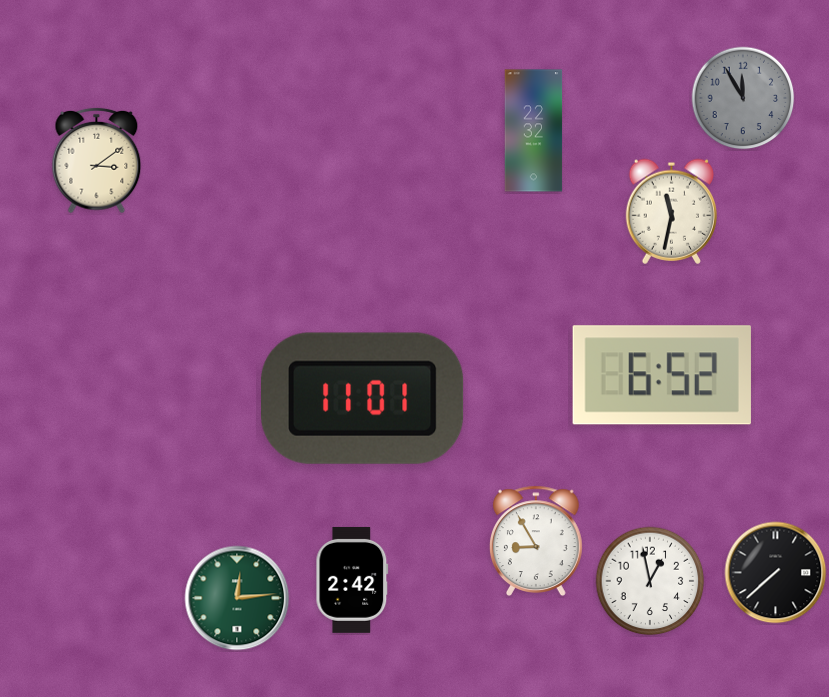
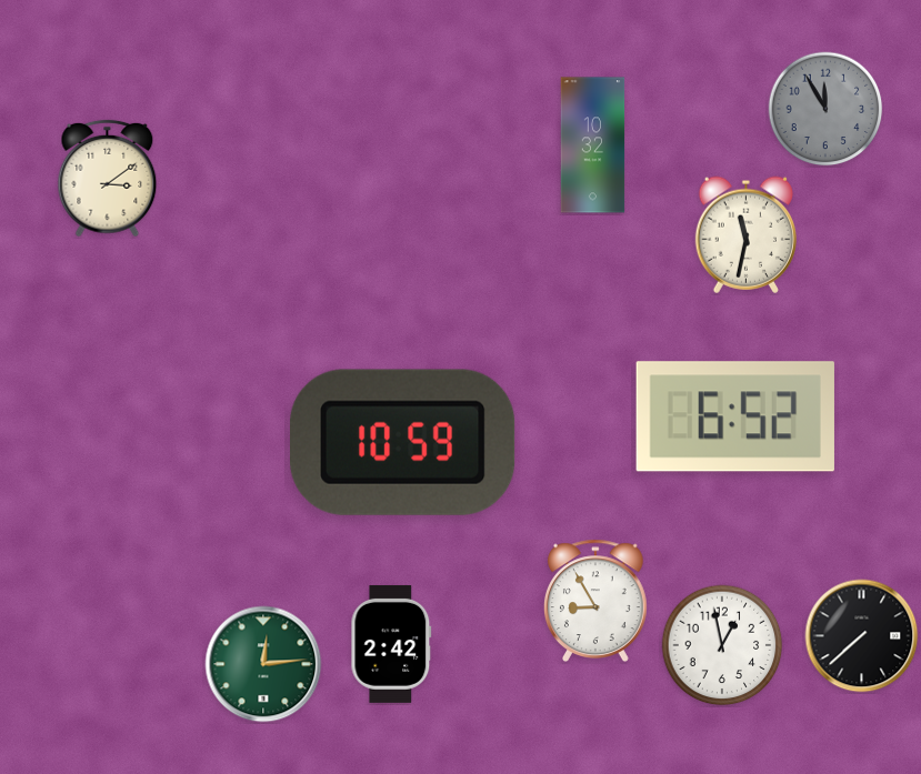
clock at (534, 131): 22:32 -> 10:32
clock at (363, 398): 11:01 -> 10:59
